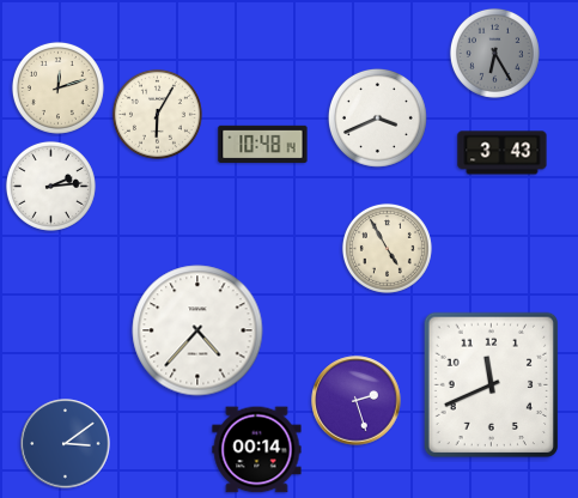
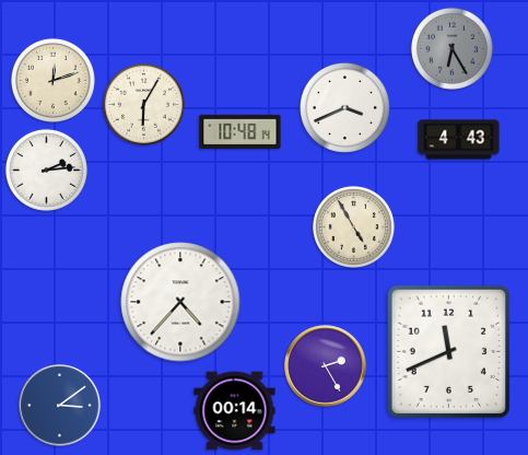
clock at (503, 153): 3:43 -> 4:43
clock at (357, 401): 2:27 -> 2:25
